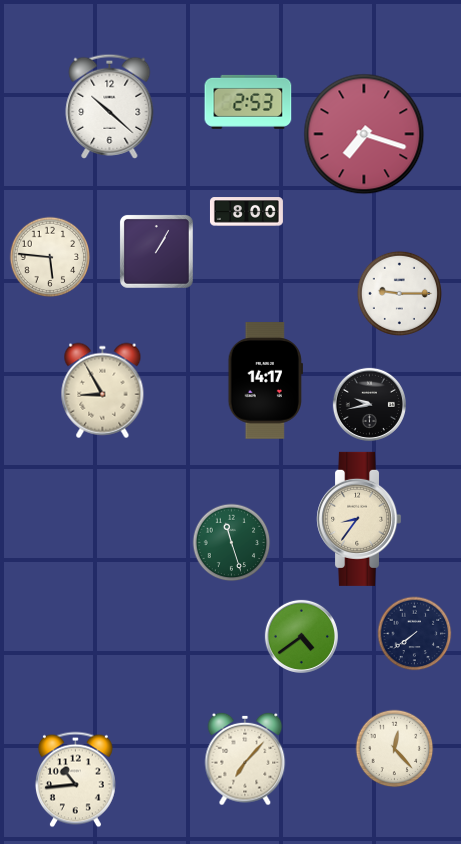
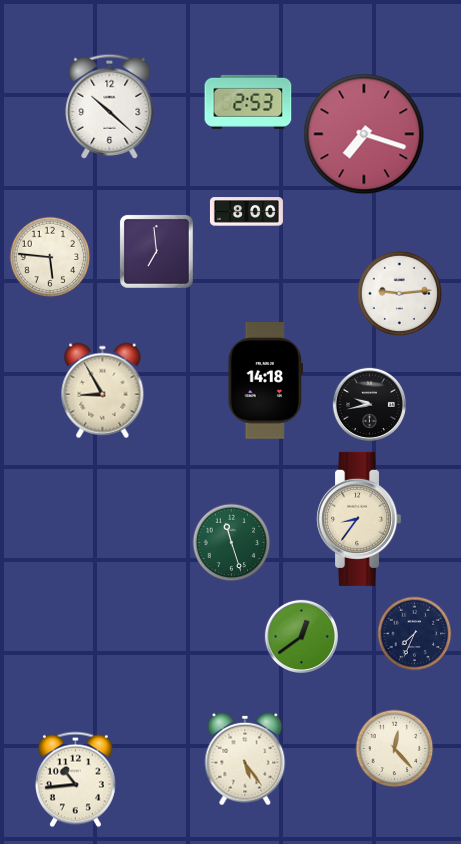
clock at (156, 251): 1:05 -> 6:59
clock at (399, 293): 9:15 -> 9:14
clock at (265, 381): 14:17 -> 14:18
clock at (415, 634): 7:39 -> 7:34
clock at (301, 636): 4:39 -> 12:39
clock at (245, 759): 7:07 -> 5:24
